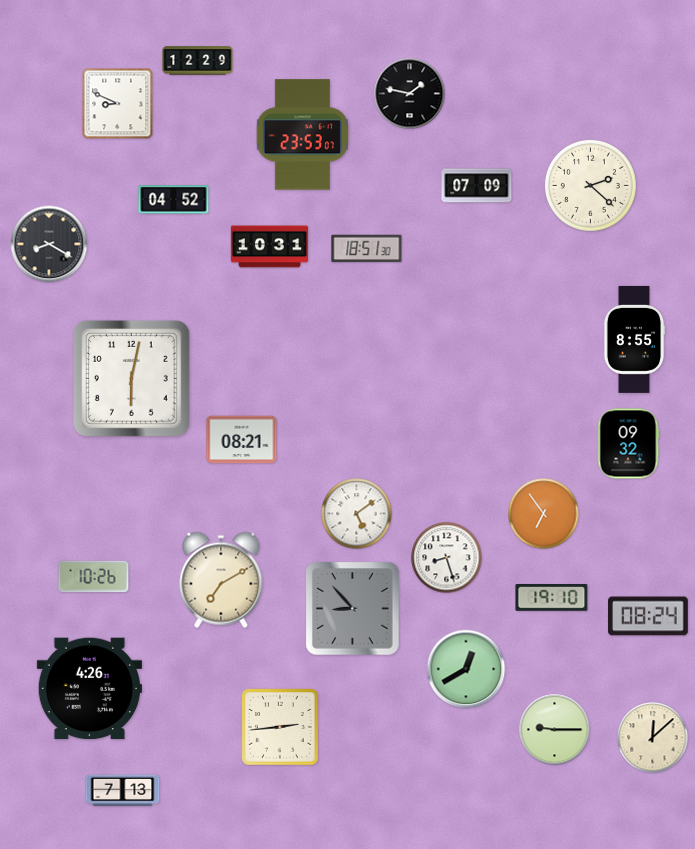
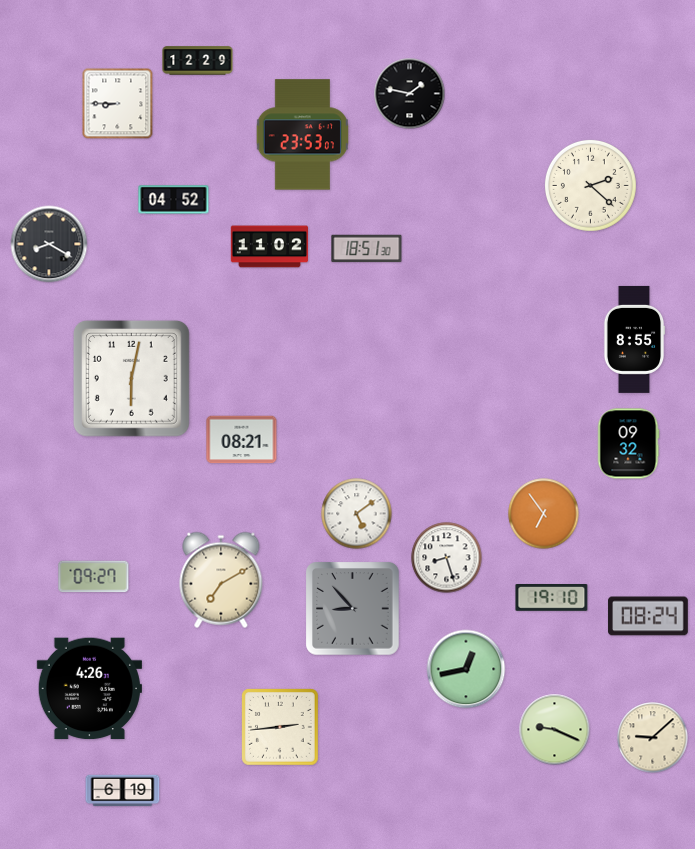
clock at (118, 104): 8:49 -> 8:45
clock at (477, 186): 07:09 -> none
clock at (269, 247): 10:31 -> 11:02
clock at (94, 577): 10:26 -> 09:27
clock at (466, 669): 12:40 -> 12:43
clock at (555, 730): 9:15 -> 9:19
clock at (653, 738): 12:08 -> 9:08
clock at (123, 791): 7:13 -> 6:19
